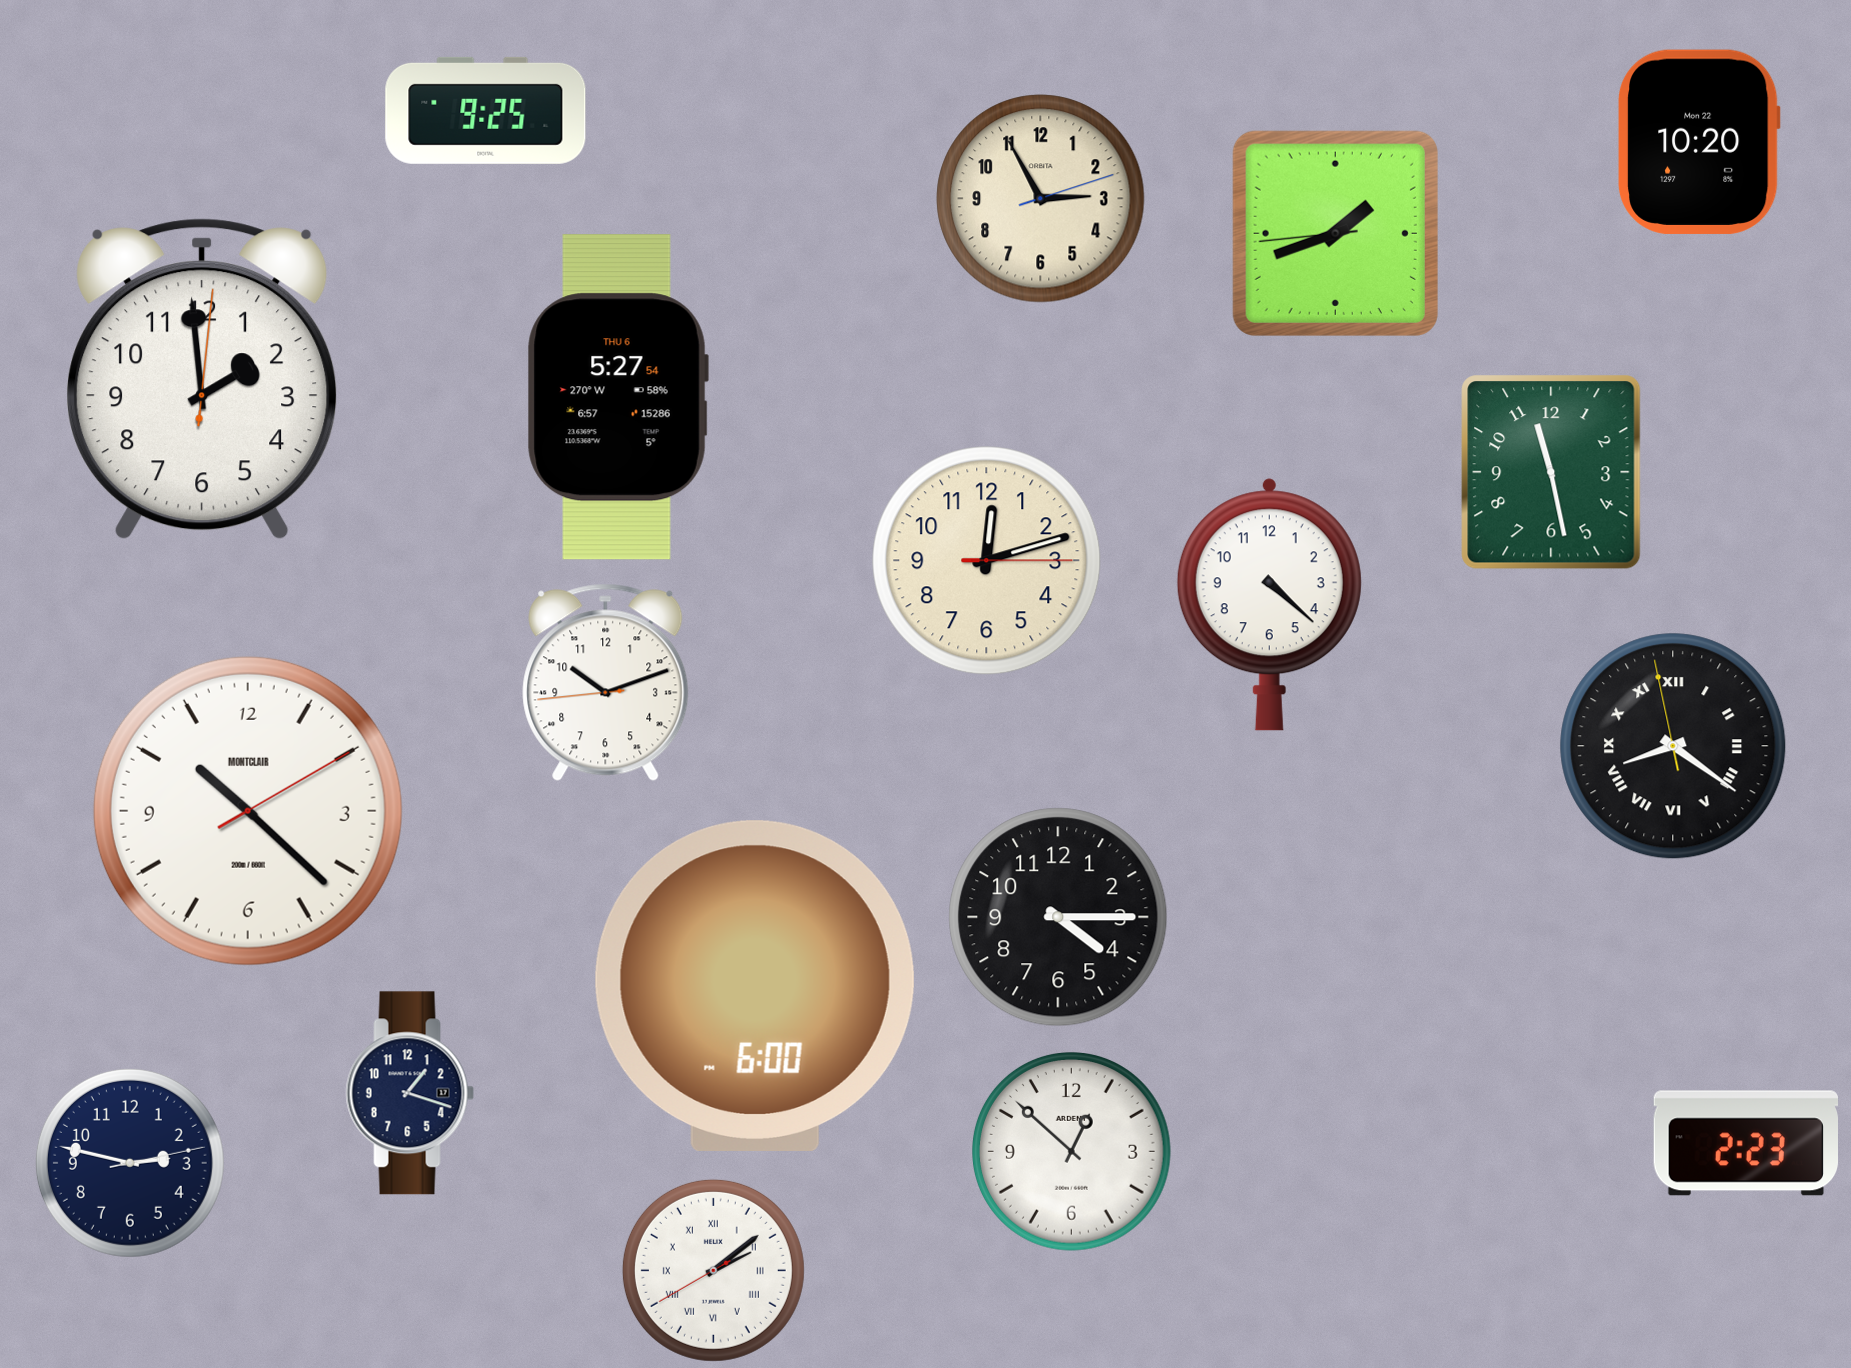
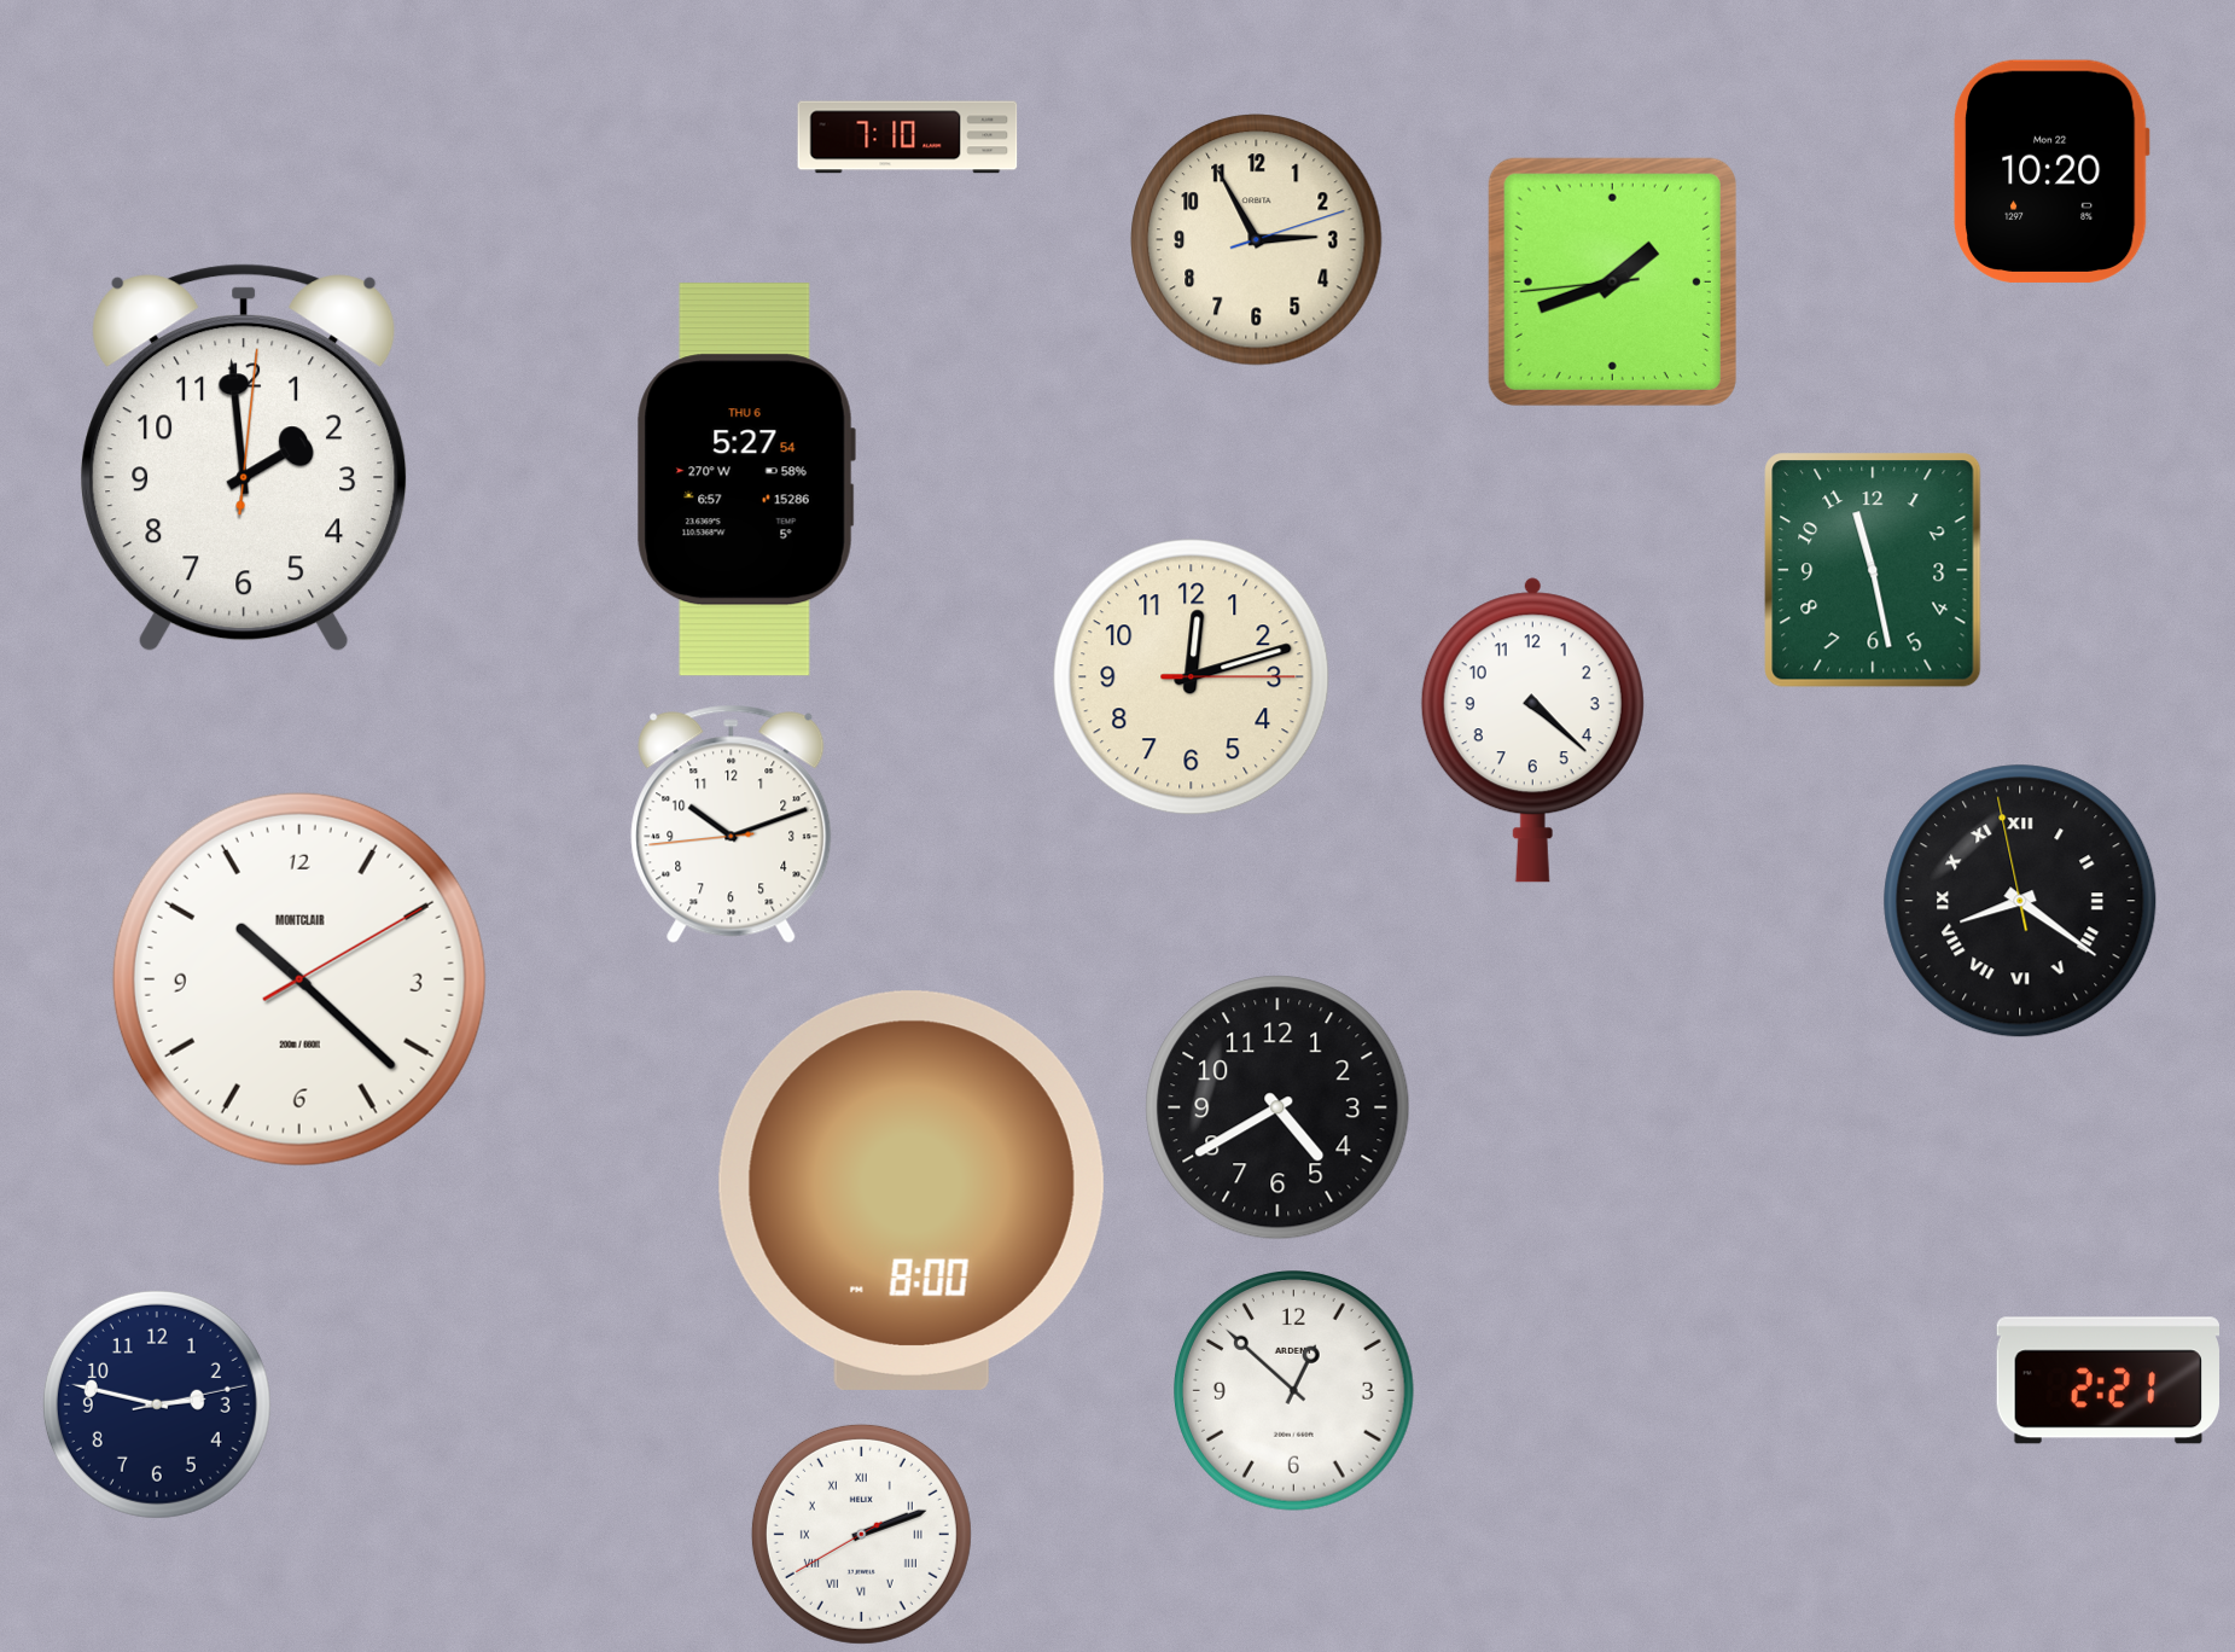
clock at (486, 110): 9:25 -> none
clock at (908, 138): none -> 7:10
clock at (1058, 917): 4:15 -> 4:40
clock at (755, 986): 6:00 -> 8:00
clock at (410, 1093): 1:18 -> none
clock at (1745, 1143): 2:23 -> 2:21
clock at (713, 1270): 2:08 -> 2:11
